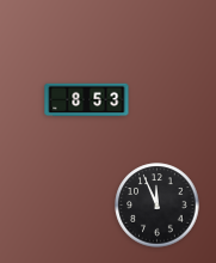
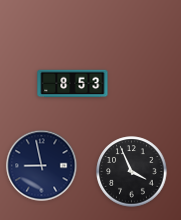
clock at (42, 166): none -> 8:58
clock at (158, 206): 11:56 -> 3:56
